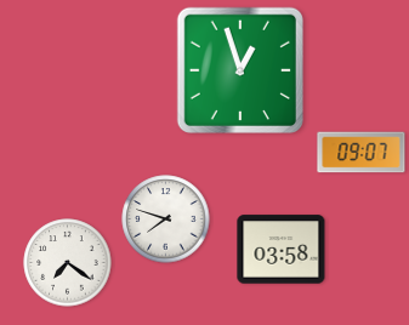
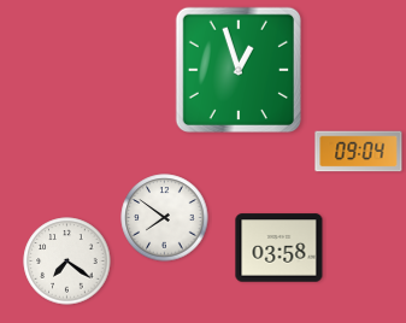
clock at (362, 153): 09:07 -> 09:04
clock at (166, 219): 7:48 -> 7:51
